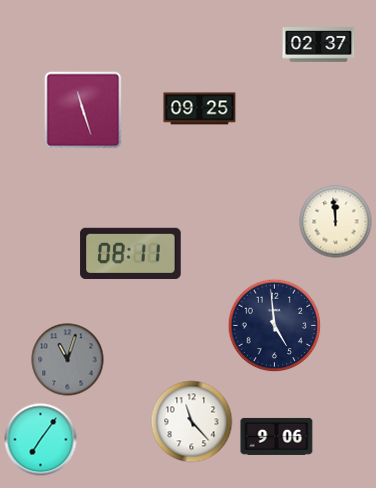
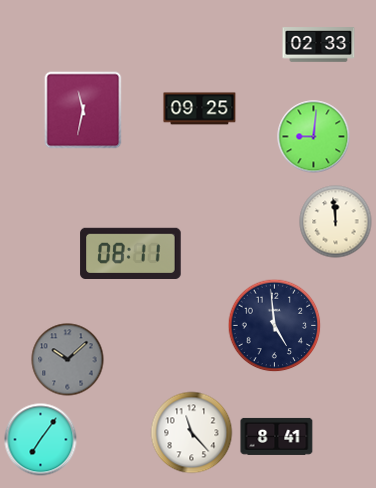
clock at (319, 45): 02:37 -> 02:33
clock at (83, 110): 11:27 -> 11:32
clock at (314, 137): none -> 9:01
clock at (68, 360): 11:03 -> 10:08
clock at (192, 422) position: (192, 422) -> (192, 433)
clock at (277, 436): 9:06 -> 8:41
